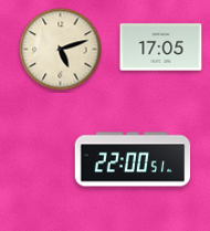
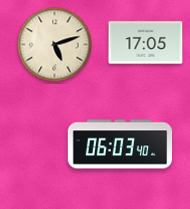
clock at (133, 159): 22:00 -> 06:03
